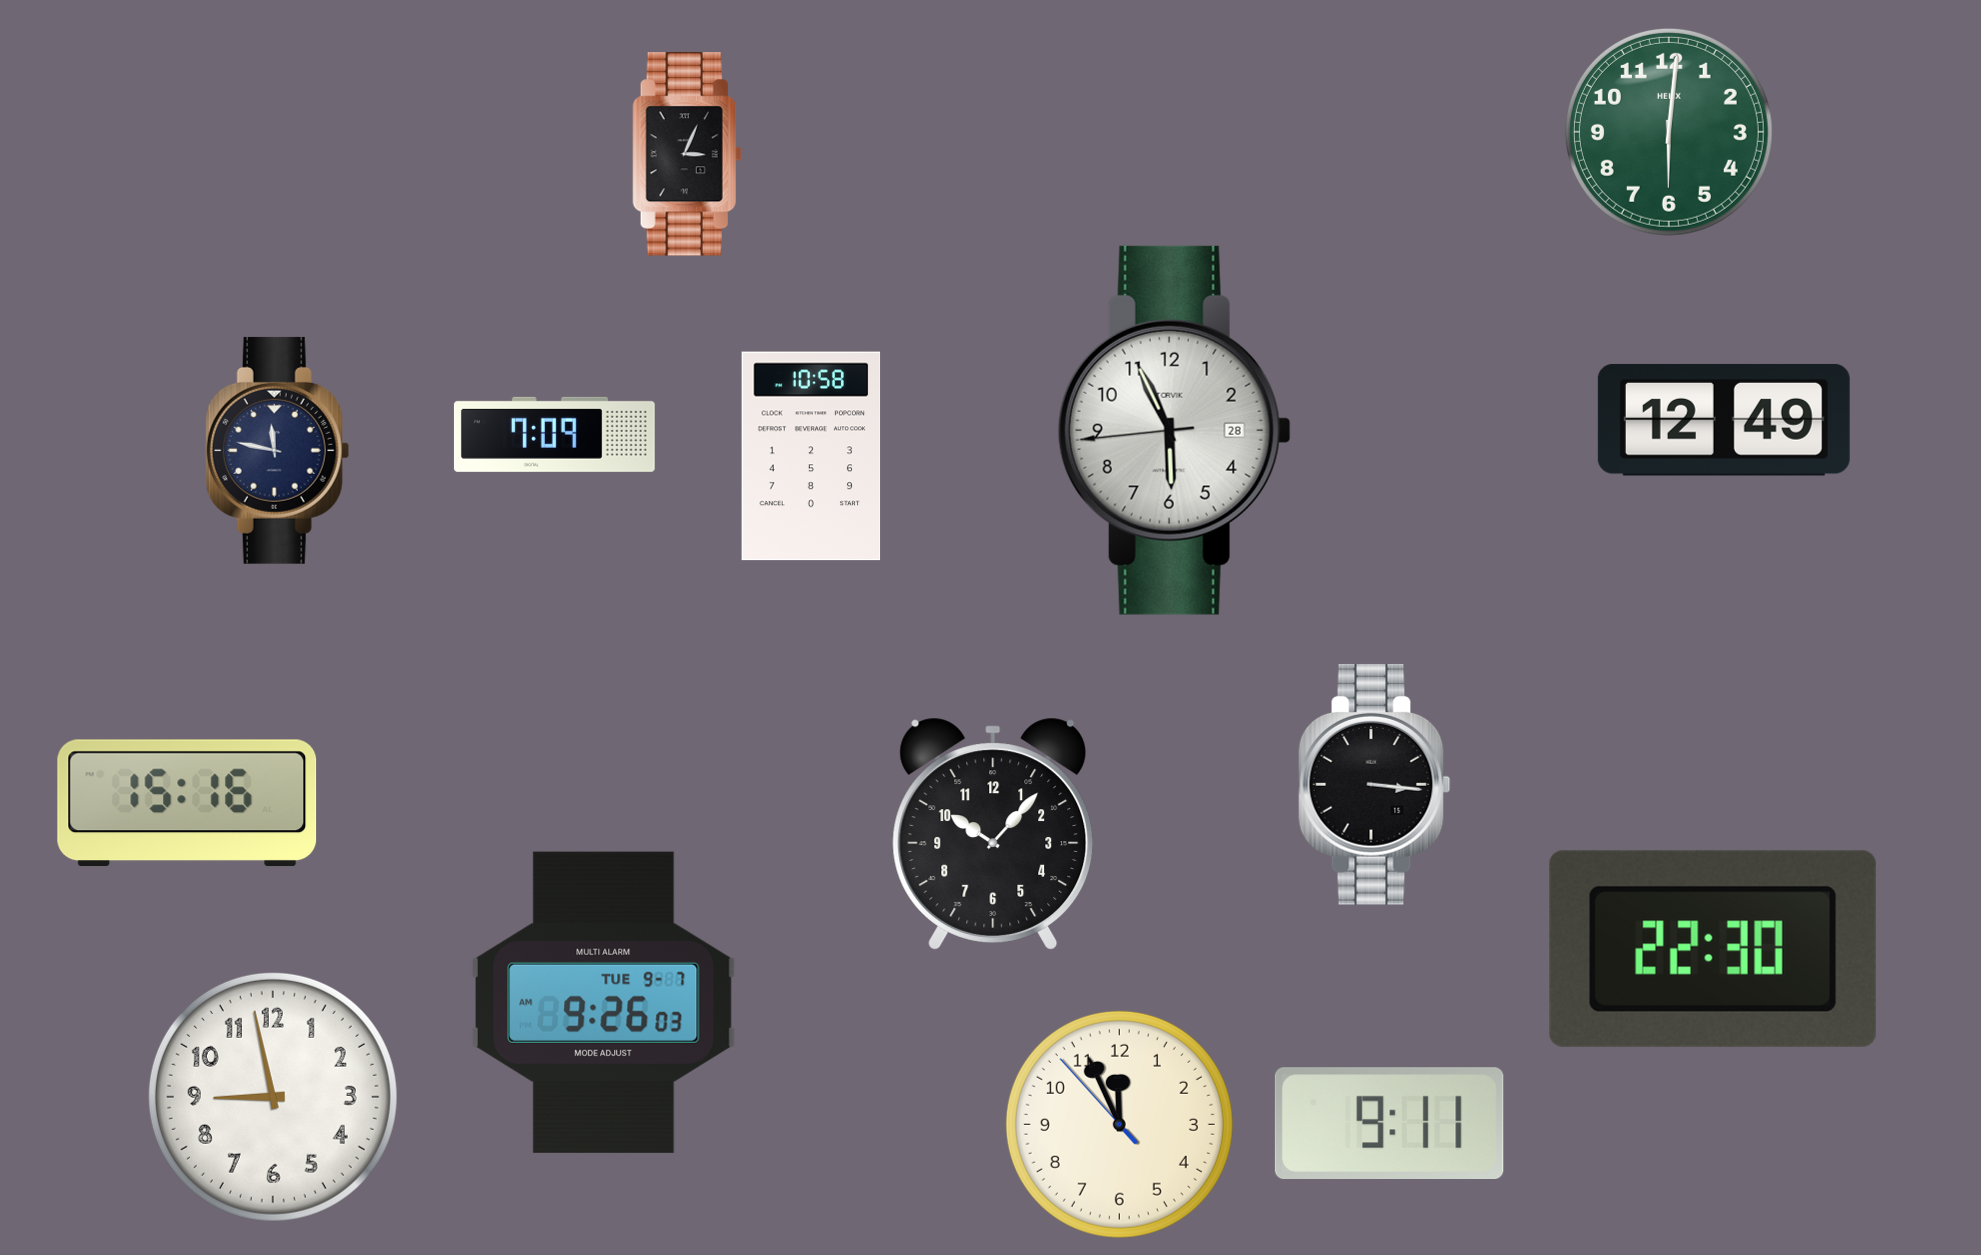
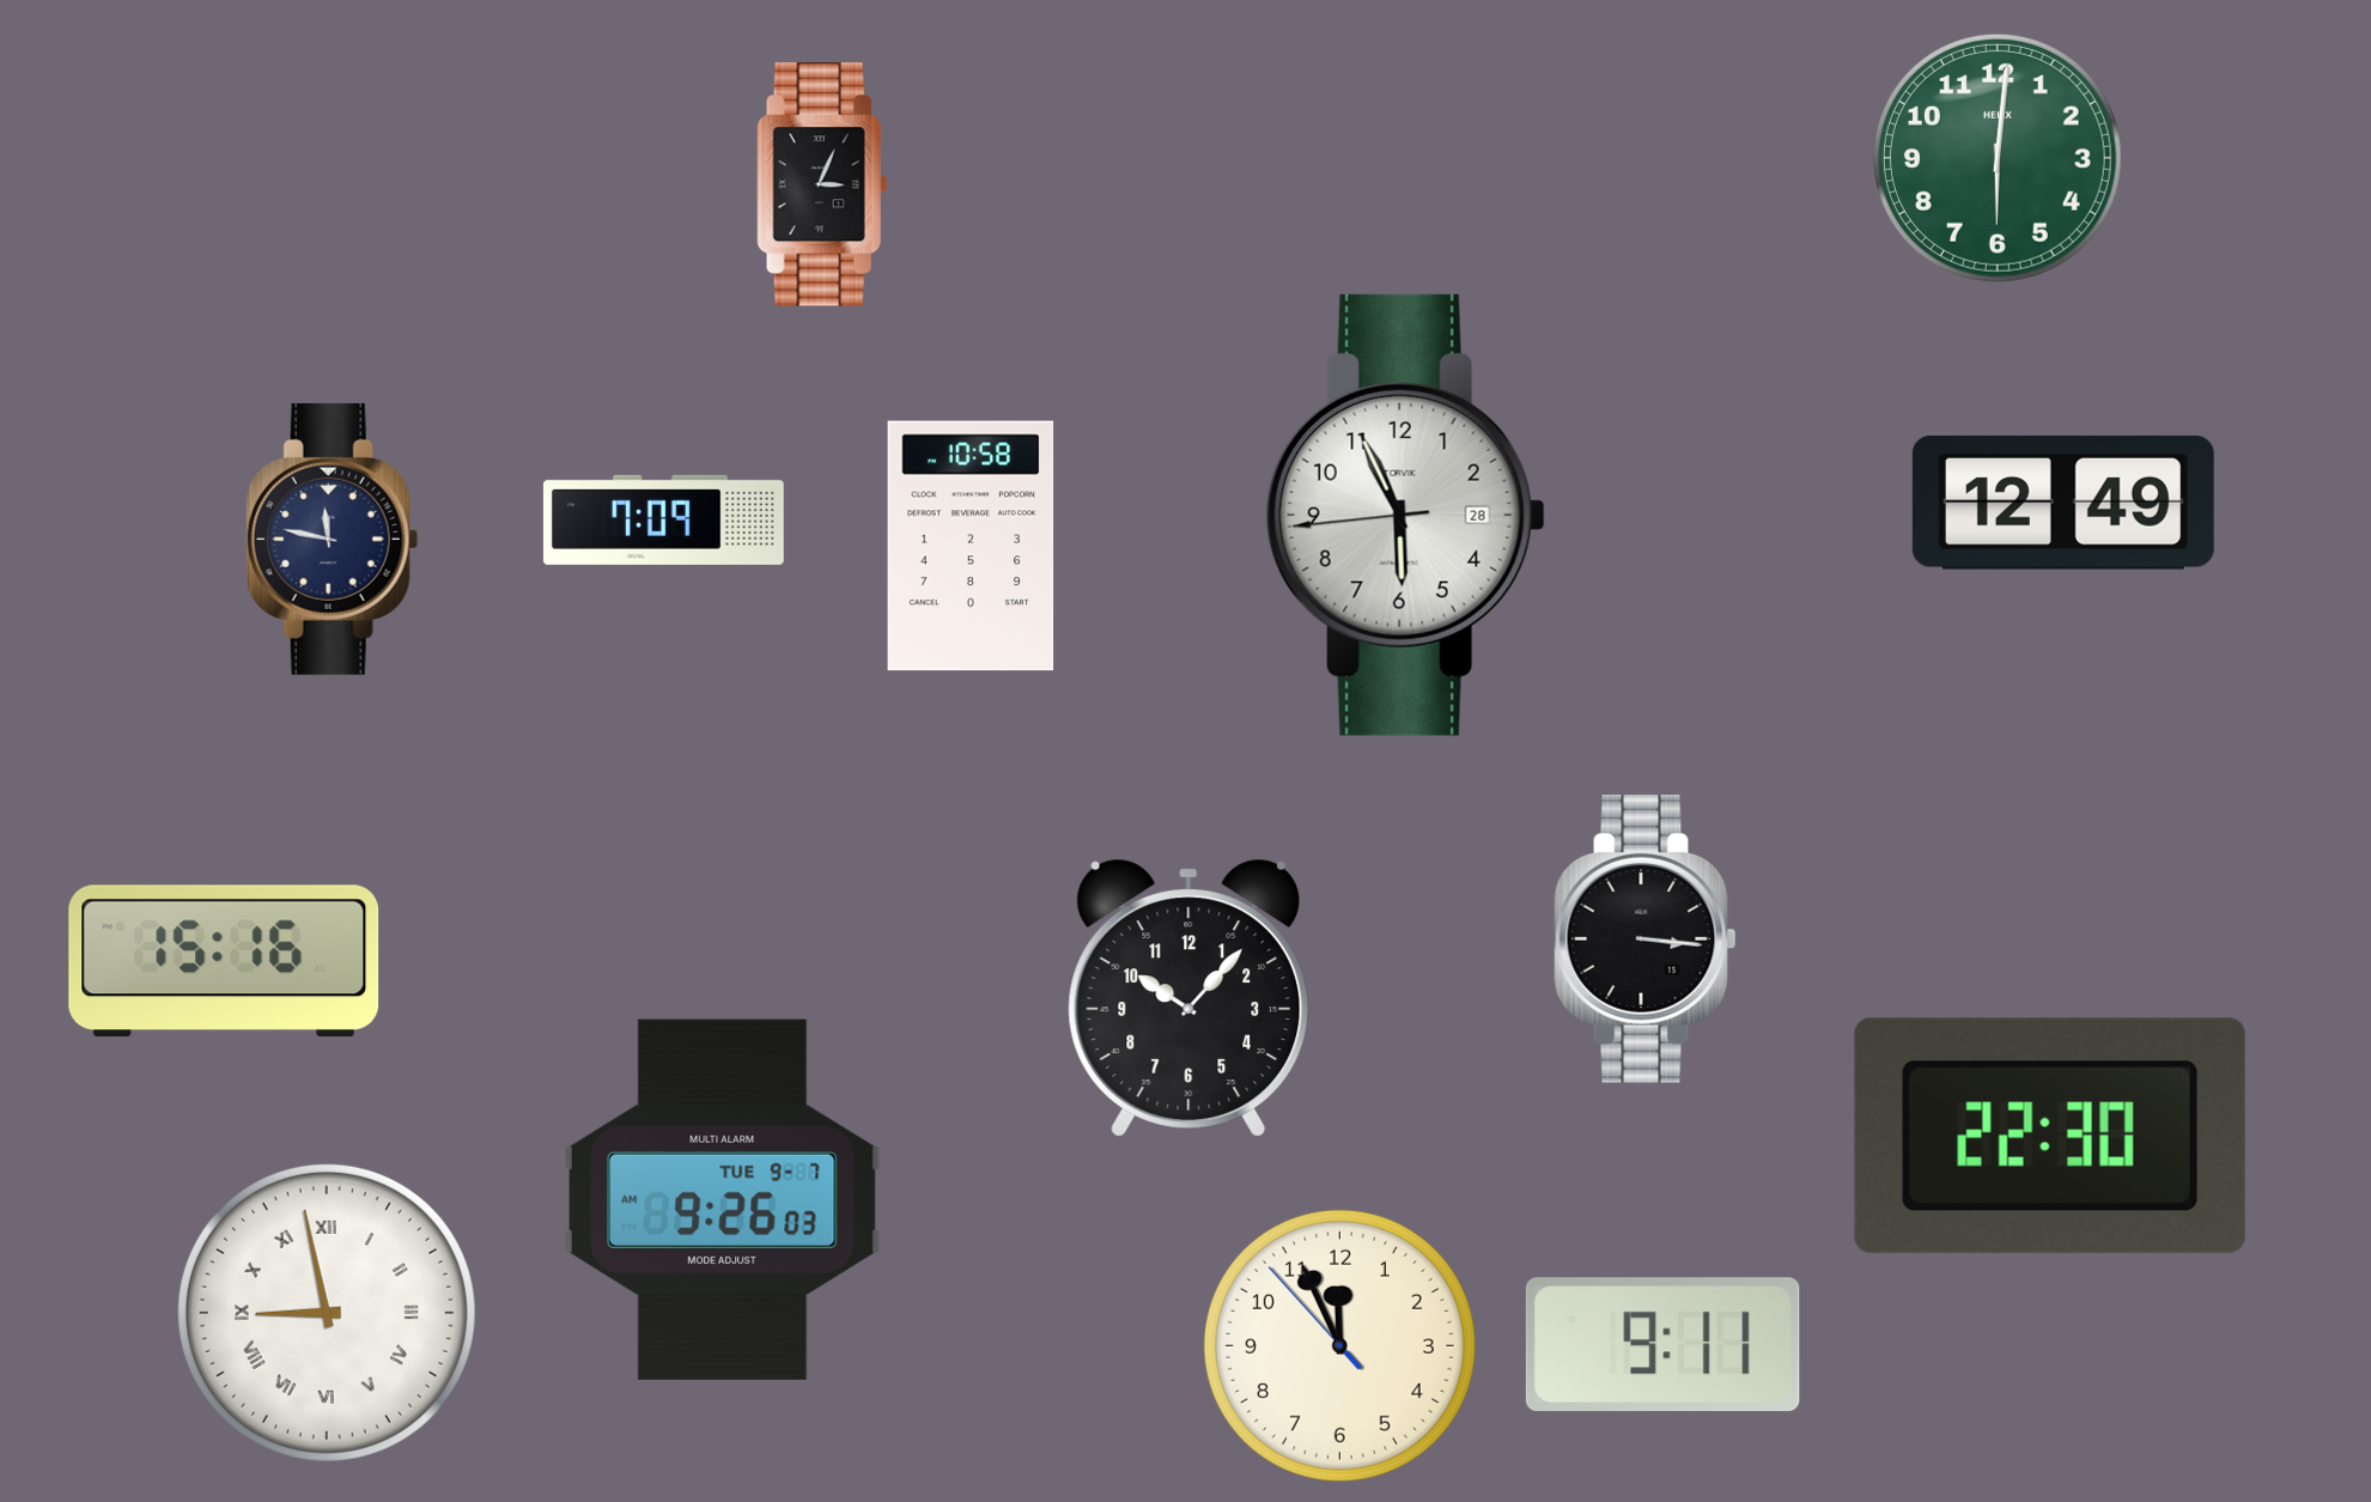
clock at (273, 1097) numerals: Arabic -> Roman
